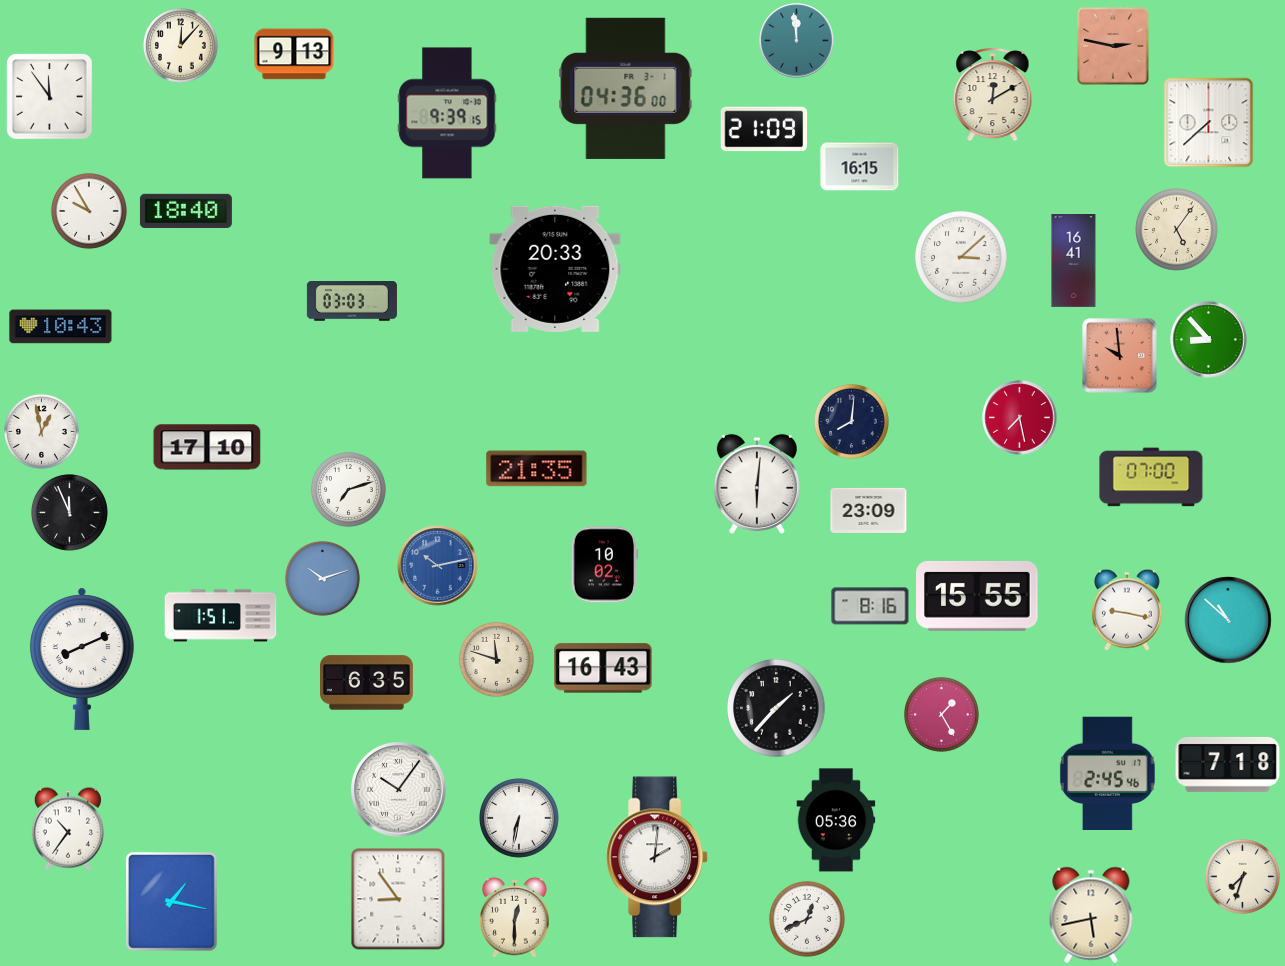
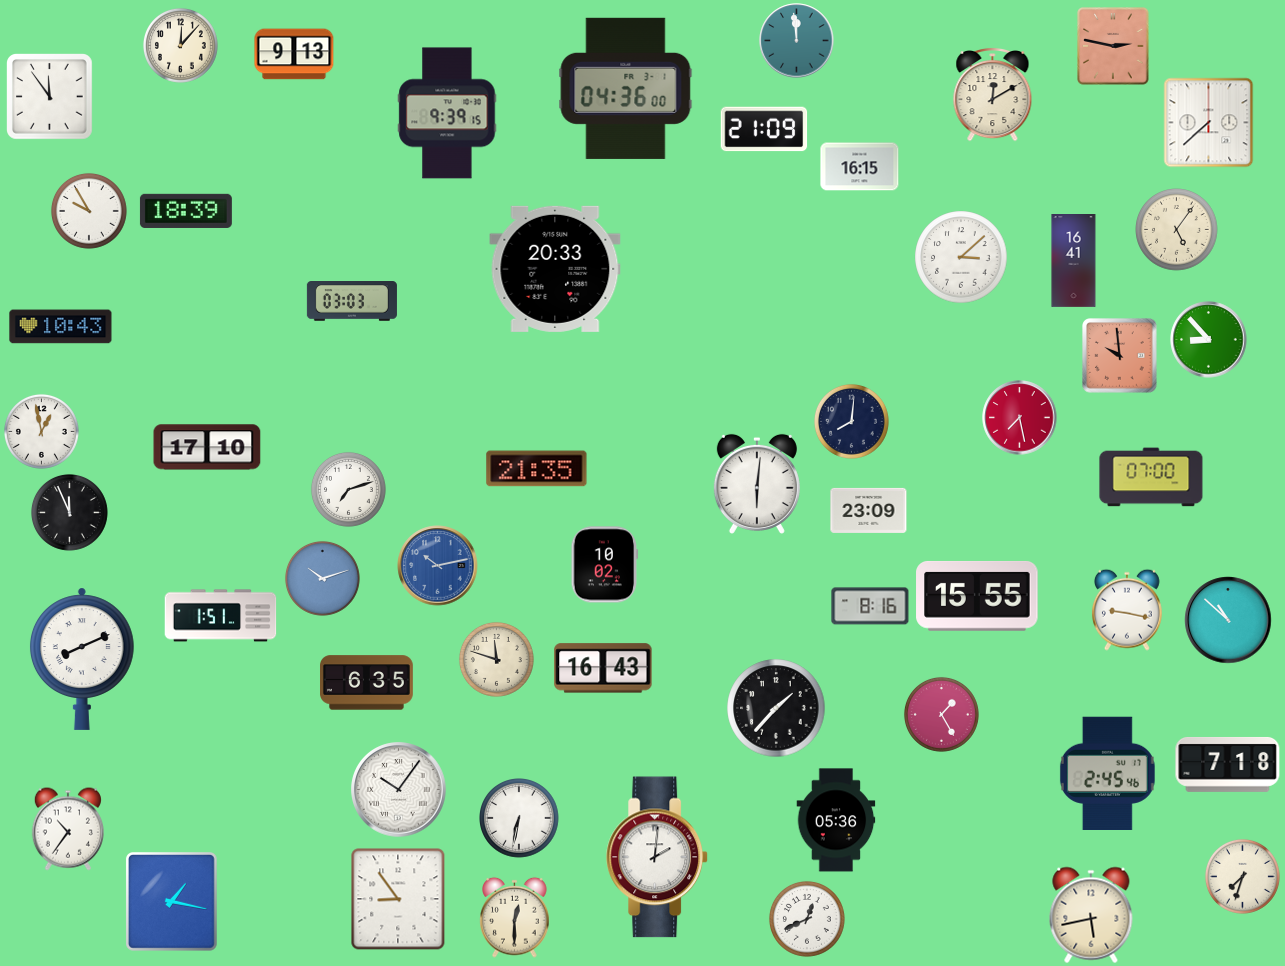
clock at (186, 211): 18:40 -> 18:39
